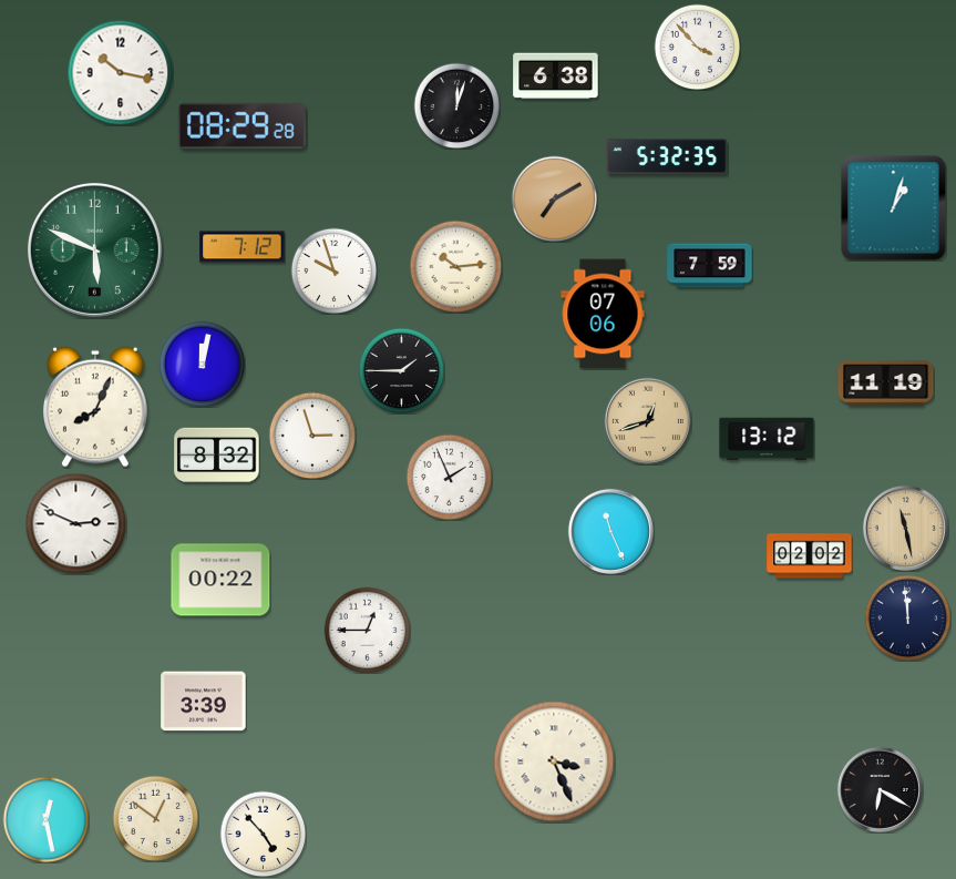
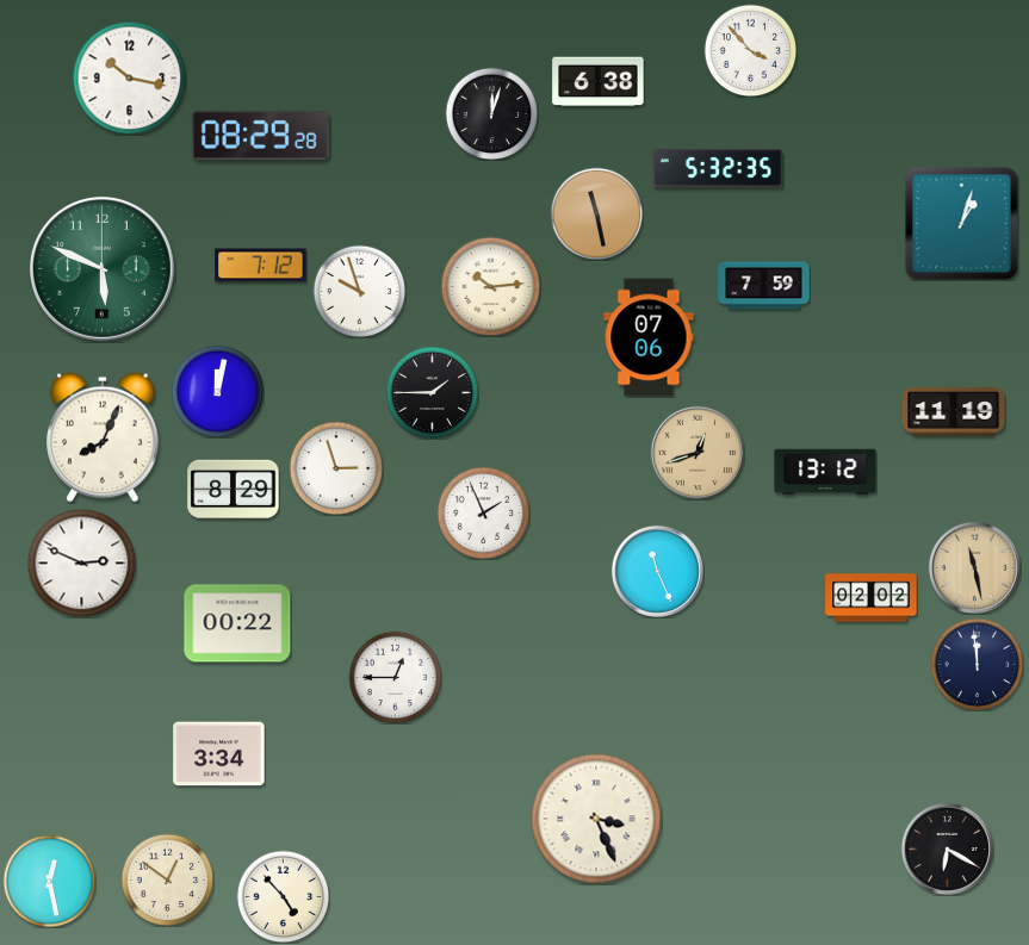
clock at (554, 198): 7:10 -> 11:28
clock at (401, 370) position: (401, 370) -> (432, 392)
clock at (217, 456): 8:32 -> 8:29
clock at (204, 702): 3:39 -> 3:34
